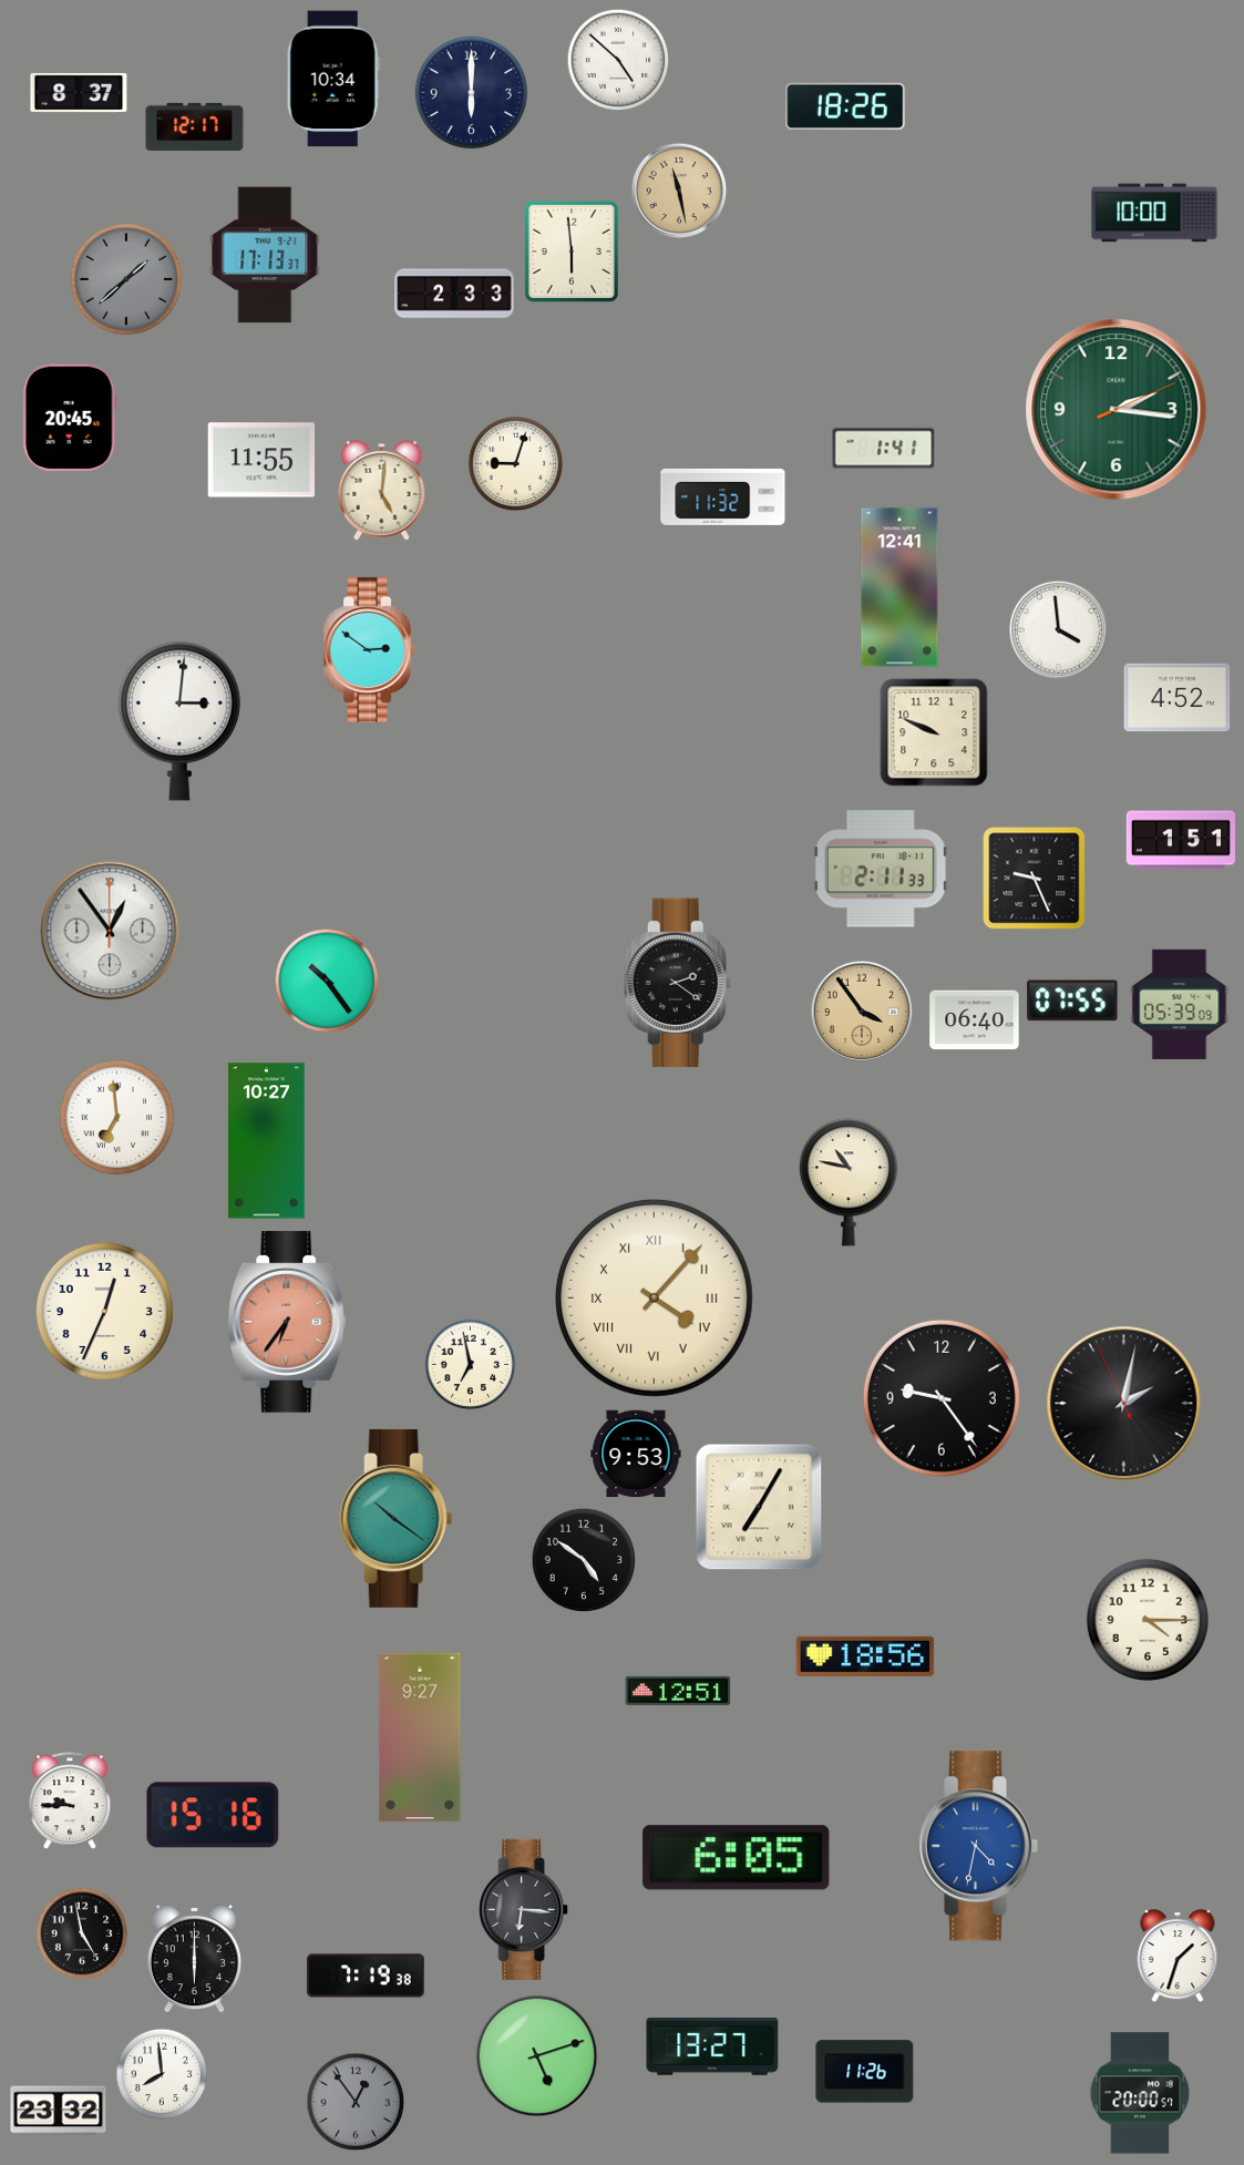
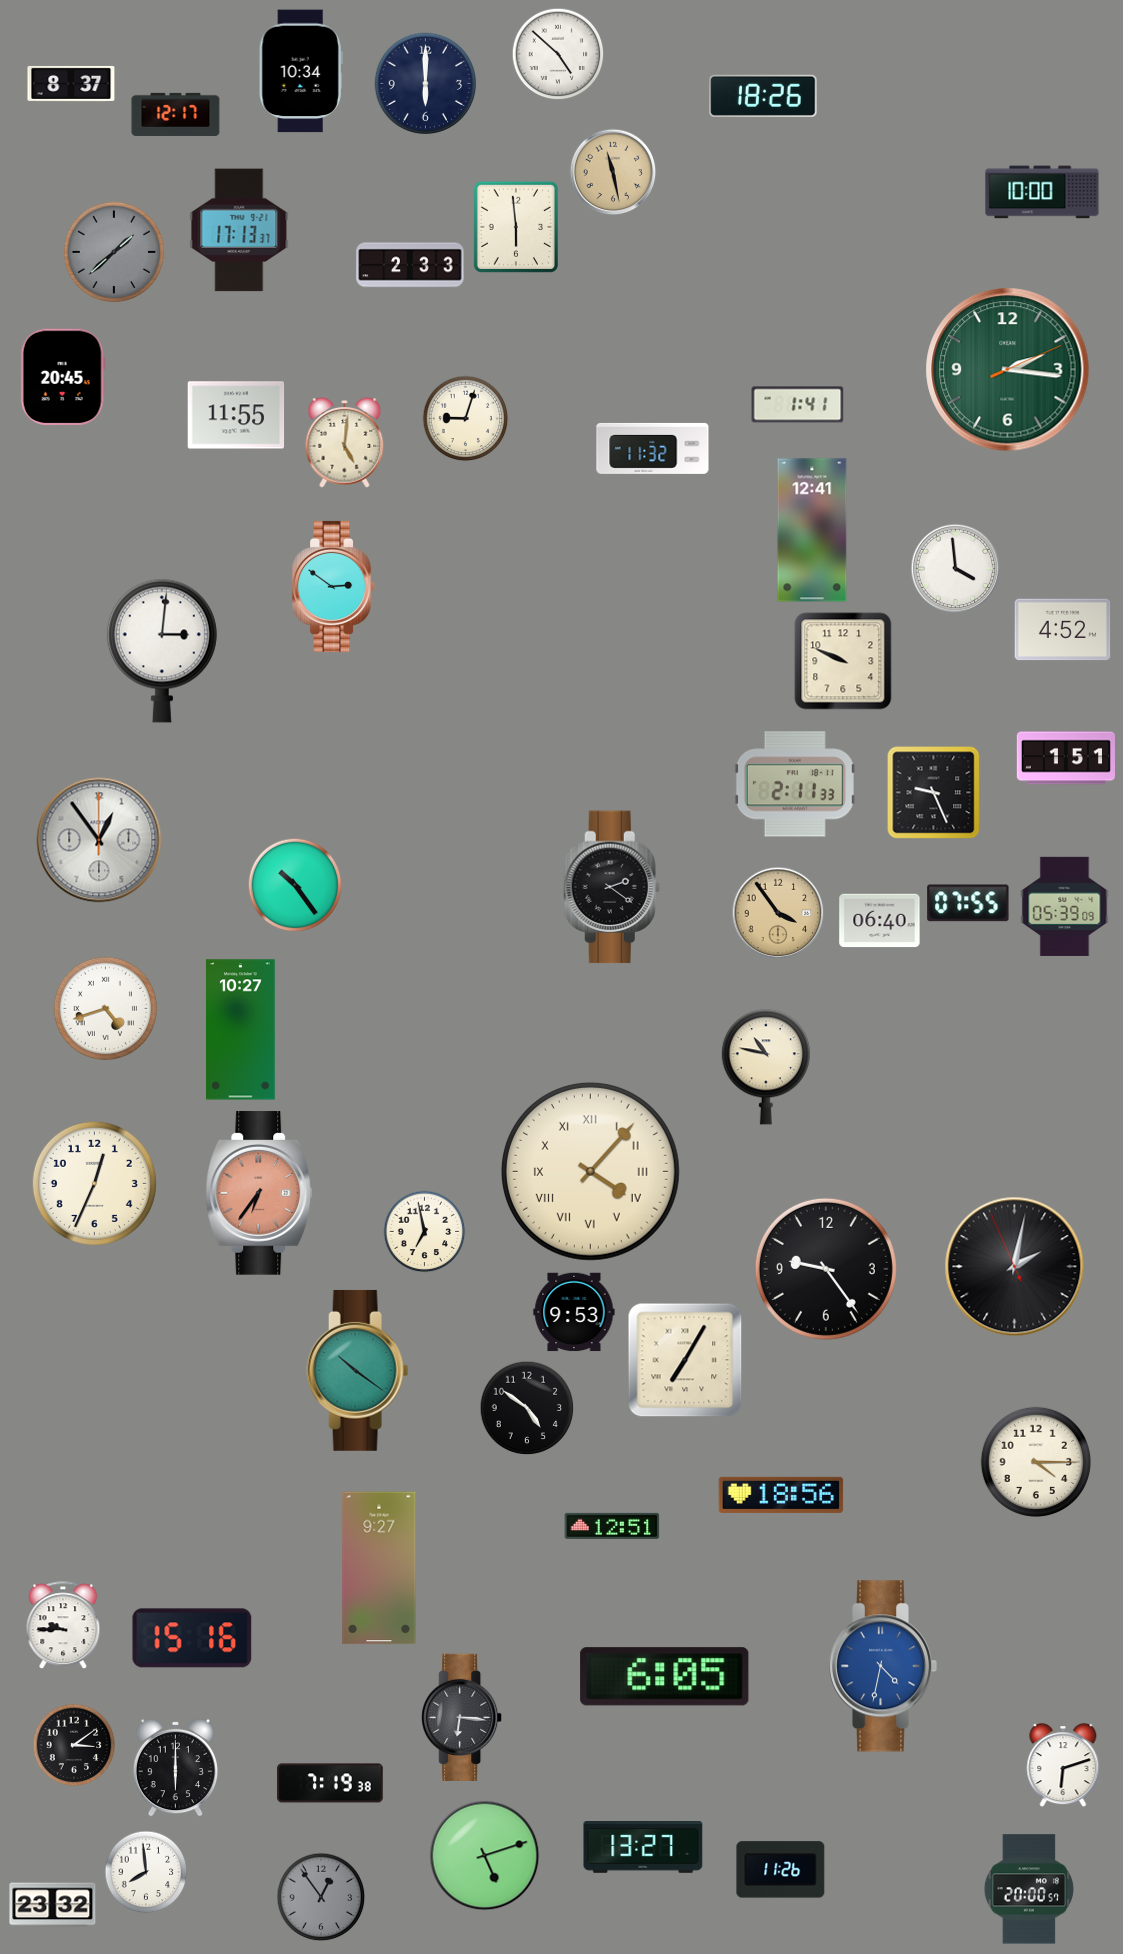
clock at (117, 1118): 6:59 -> 4:42
clock at (942, 1398) position: (942, 1398) -> (826, 1269)
clock at (524, 1909) position: (524, 1909) -> (462, 1717)
clock at (82, 1933): 4:58 -> 3:09
clock at (1178, 1957): 1:33 -> 6:12
